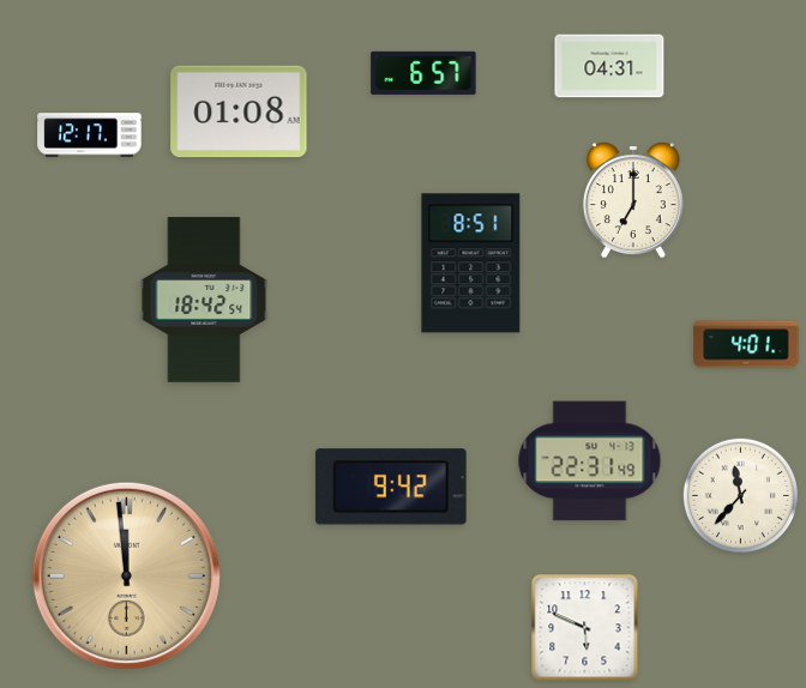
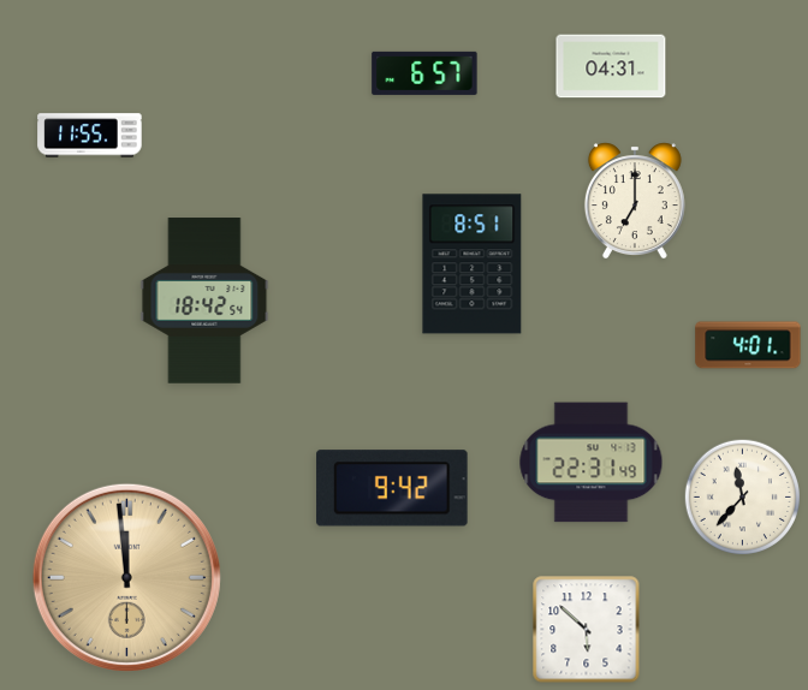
clock at (239, 111): 01:08 -> none
clock at (90, 135): 12:17 -> 11:55
clock at (585, 628): 5:49 -> 5:52
